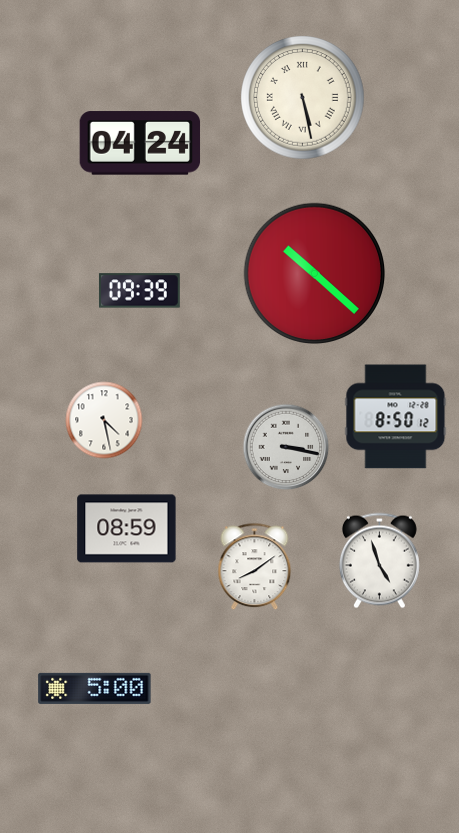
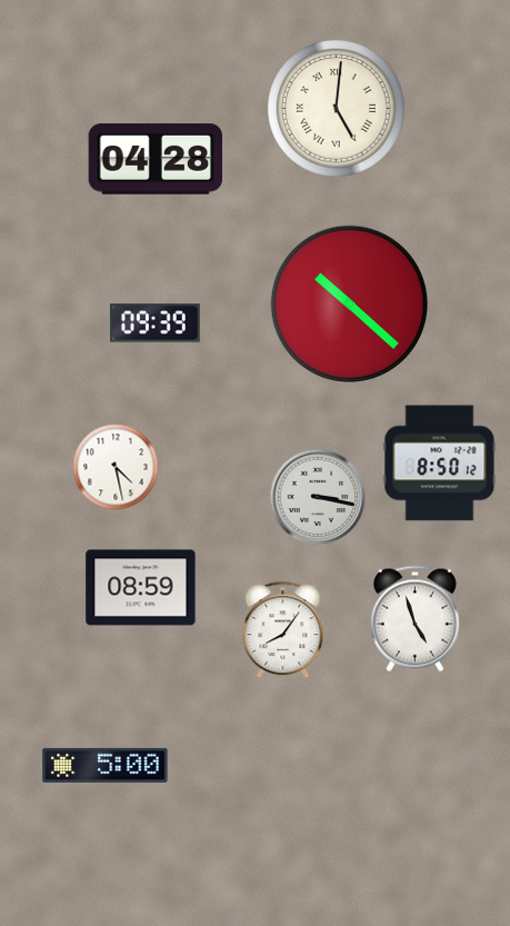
clock at (303, 98): 5:28 -> 5:01
clock at (140, 143): 04:24 -> 04:28
clock at (379, 561) position: (379, 561) -> (414, 619)
clock at (255, 567): 8:09 -> 8:06
